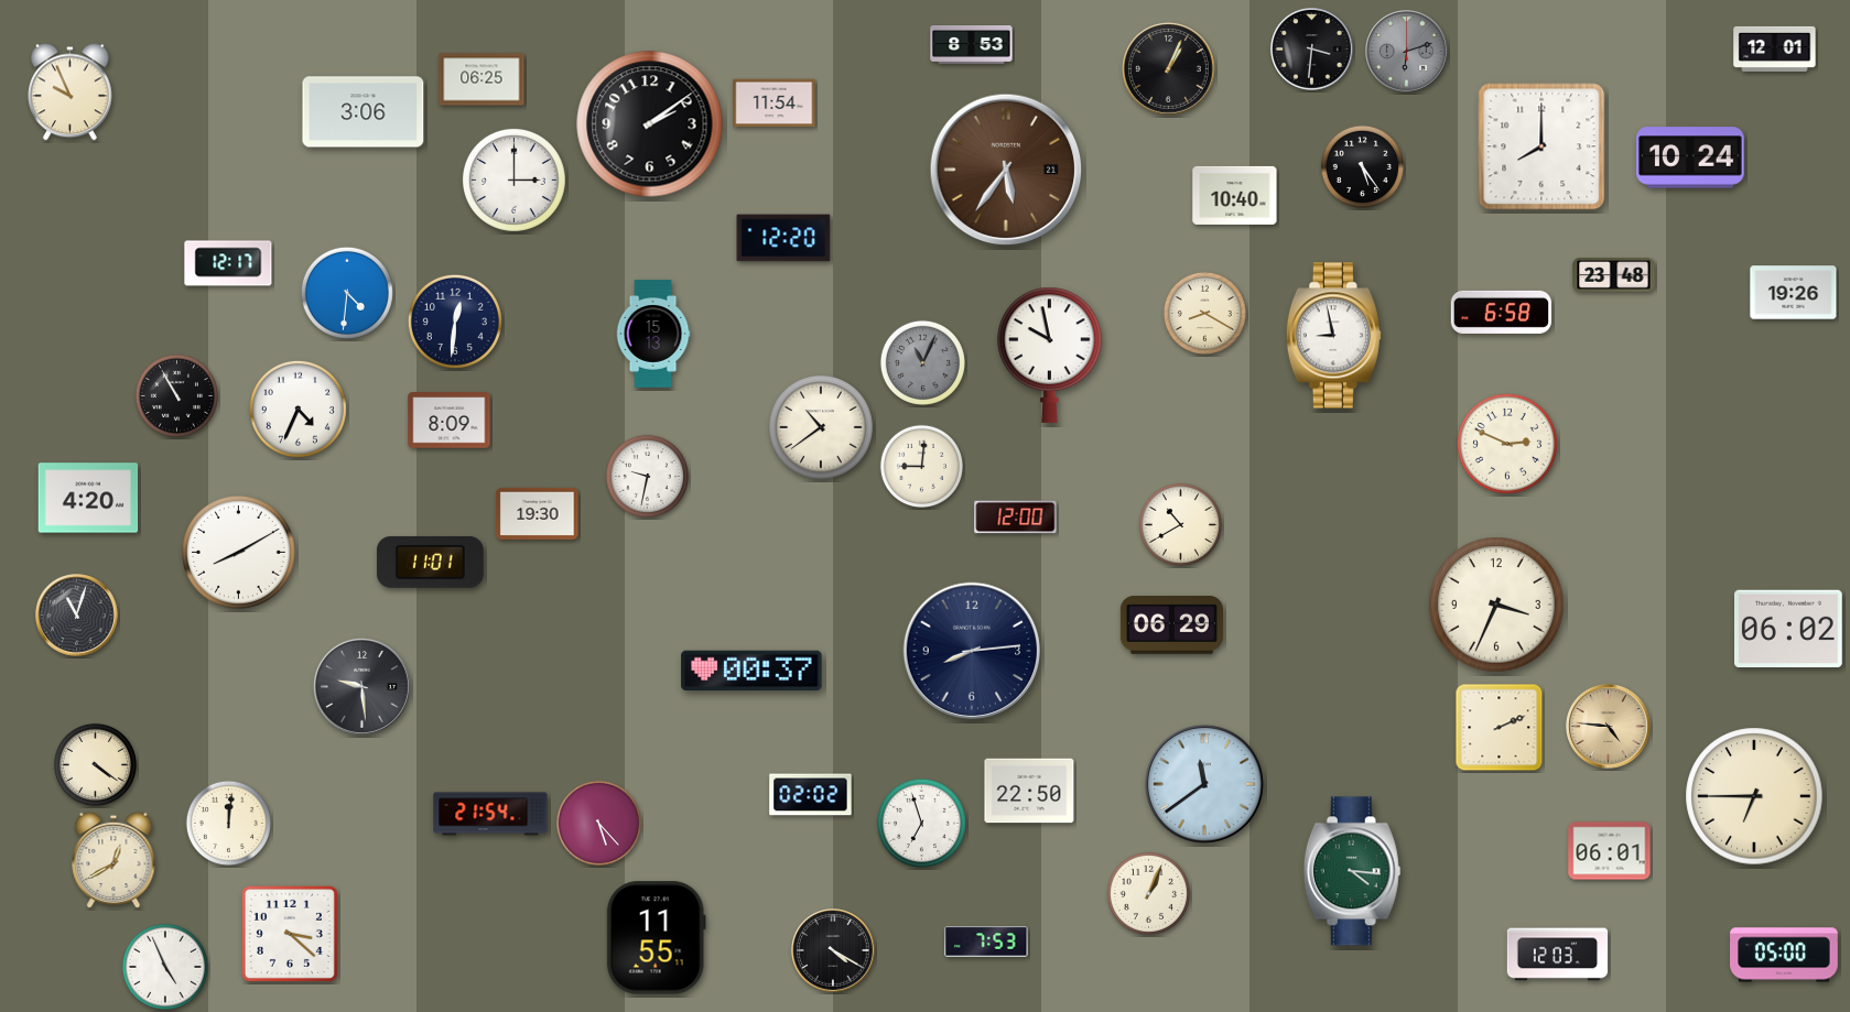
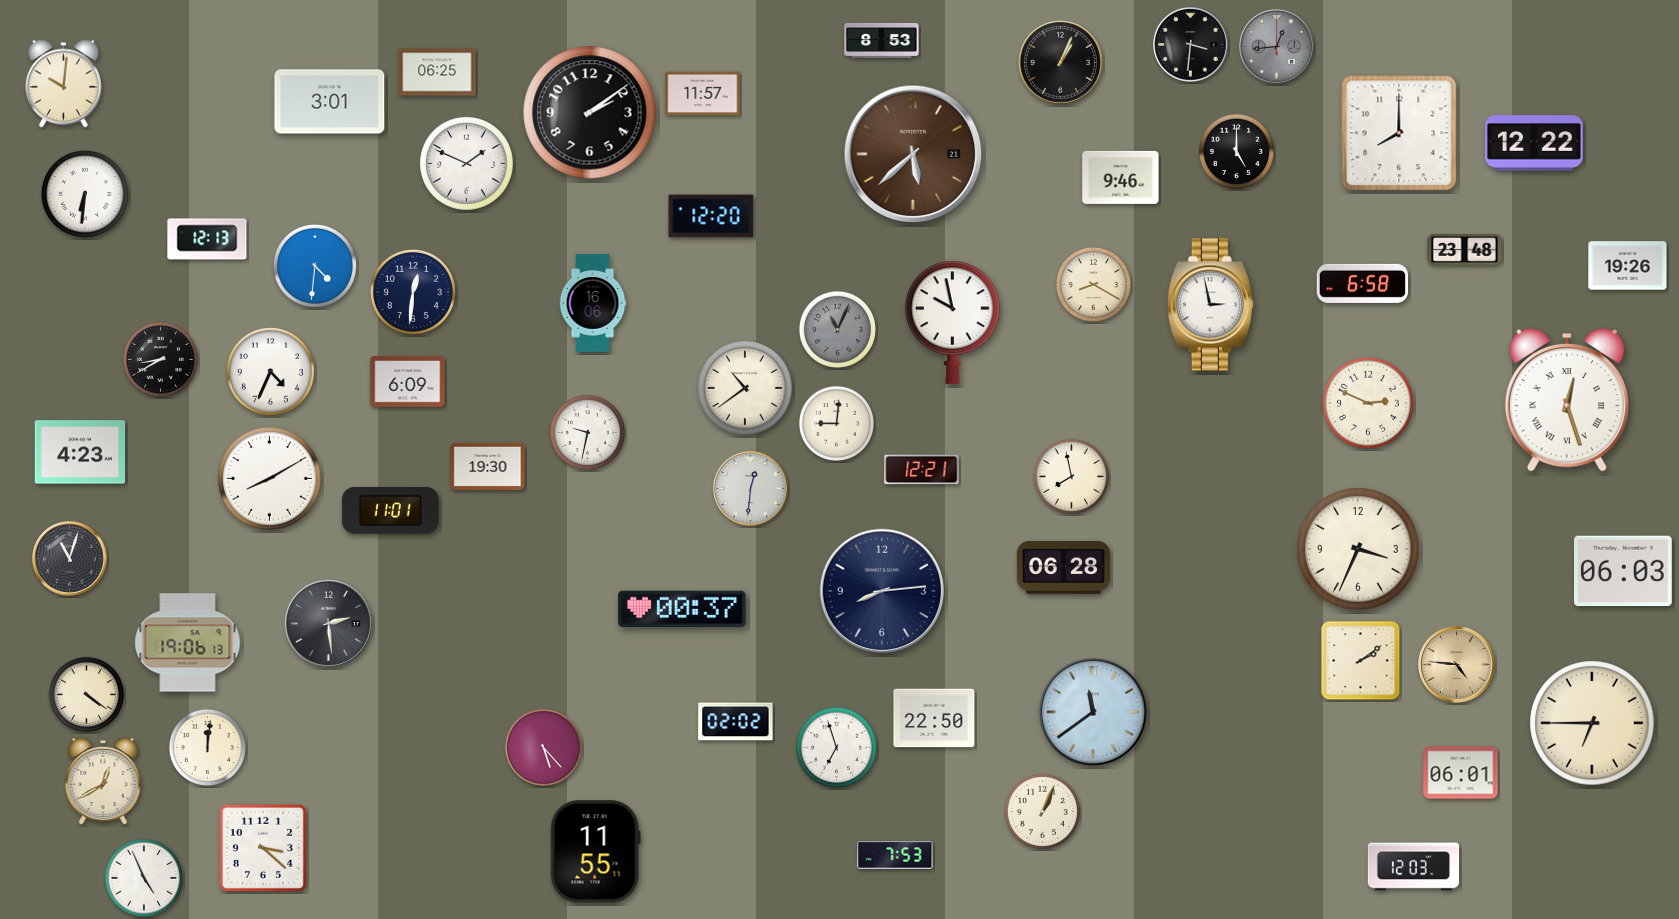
clock at (1775, 48): 12:01 -> none
clock at (1407, 52): 6:12 -> 12:44
clock at (71, 93): 9:56 -> 10:01
clock at (775, 104): 11:54 -> 11:57
clock at (364, 112): 3:06 -> 3:01
clock at (1691, 157): 10:24 -> 12:22
clock at (1362, 166): 5:24 -> 5:00
clock at (1006, 170): 5:36 -> 5:38
clock at (513, 179): 3:00 -> 1:49
clock at (1235, 195): 10:40 -> 9:46
clock at (85, 194): none -> 6:31
clock at (228, 263): 12:17 -> 12:13
clock at (653, 334): 15:13 -> 16:06
clock at (1333, 336): 8:58 -> 2:58
clock at (176, 395): 10:55 -> 8:40
clock at (450, 421): 8:09 -> 6:09
clock at (1566, 401): none -> 12:27
clock at (88, 498): 4:20 -> 4:23
clock at (1016, 518): 12:00 -> 12:21
clock at (1180, 524): 10:40 -> 7:58
clock at (751, 489): none -> 12:31
clock at (239, 553) position: (239, 553) -> (270, 479)
clock at (1171, 625): 06:29 -> 06:28
clock at (1789, 629): 06:02 -> 06:03
clock at (361, 686): 9:29 -> 2:29
clock at (188, 643): none -> 19:06
clock at (1609, 727) position: (1609, 727) -> (1457, 665)
clock at (1500, 728): 2:11 -> 2:09
clock at (490, 814): 21:54 -> none
clock at (1352, 871): 4:16 -> none
clock at (833, 950): 4:20 -> none
clock at (1784, 955): 05:00 -> none
clock at (165, 967) position: (165, 967) -> (144, 878)
